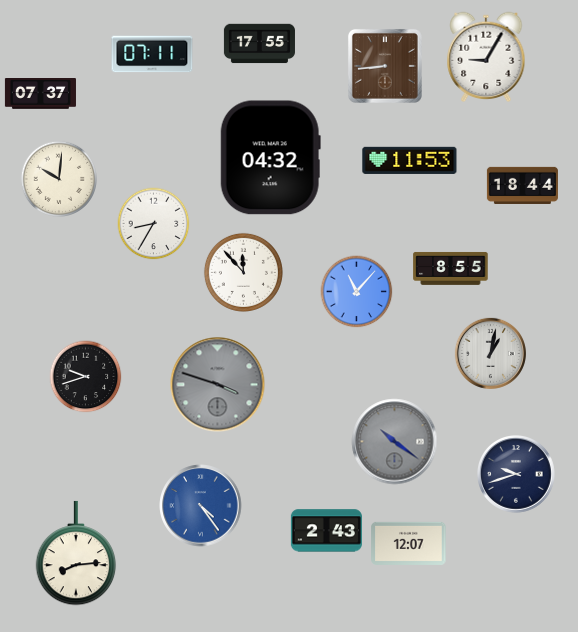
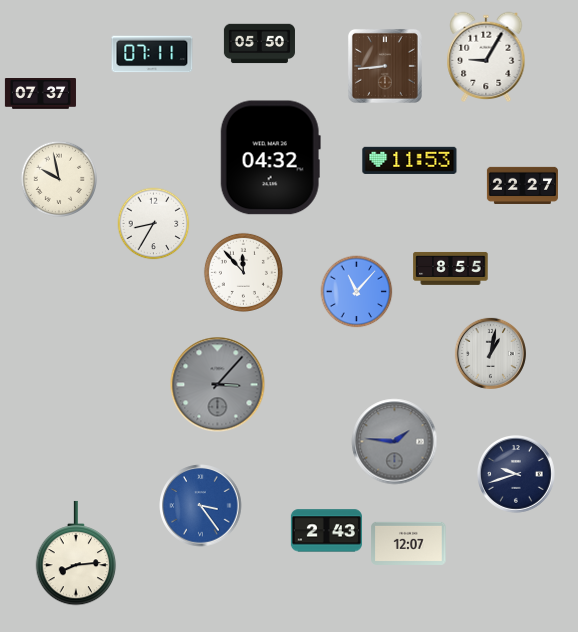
clock at (259, 44): 17:55 -> 05:50
clock at (59, 179): 10:01 -> 9:58
clock at (522, 185): 18:44 -> 22:27
clock at (86, 377): 9:42 -> none
clock at (218, 385): 3:48 -> 3:07
clock at (395, 442): 10:21 -> 1:46
clock at (201, 506): 4:24 -> 3:24
